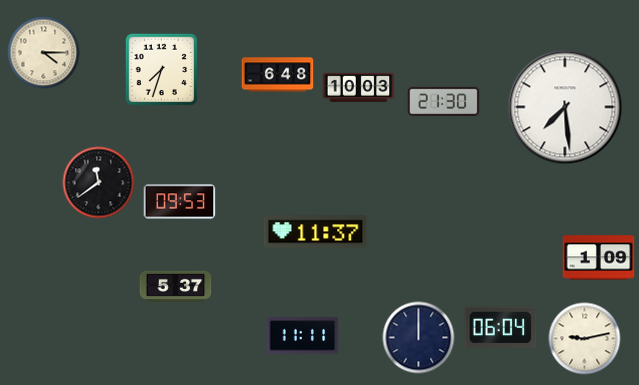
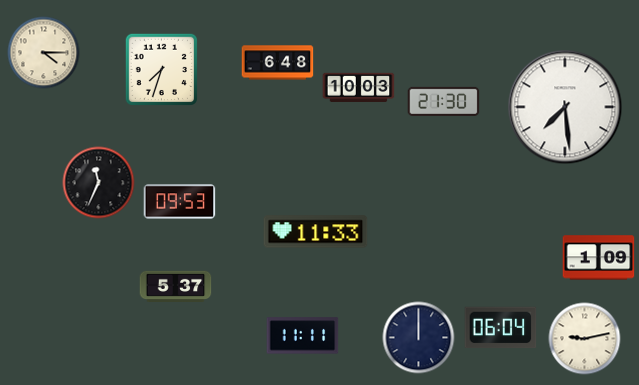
clock at (278, 75) position: (278, 75) -> (278, 63)
clock at (99, 183): 11:39 -> 11:34
clock at (316, 232): 11:37 -> 11:33
